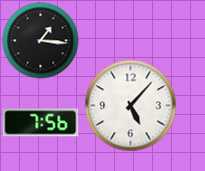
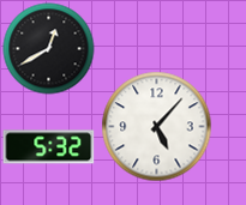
clock at (41, 41): 1:16 -> 12:40
clock at (41, 123): 7:56 -> 5:32
